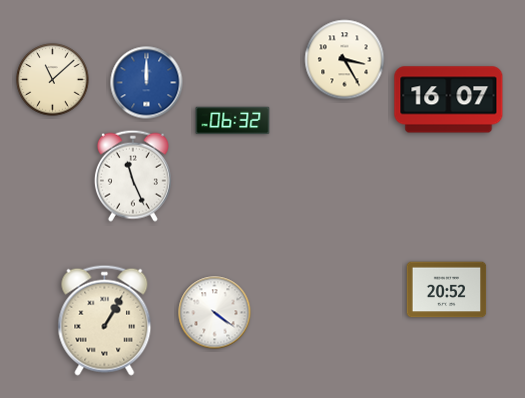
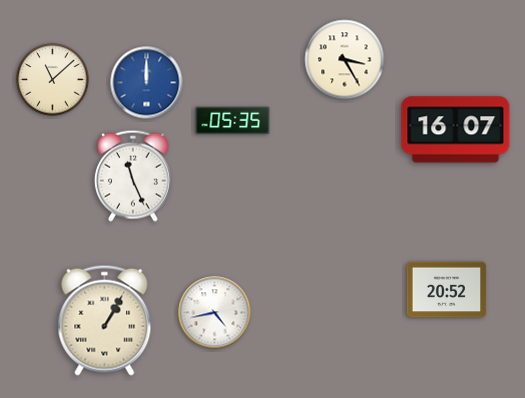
clock at (449, 100) position: (449, 100) -> (456, 130)
clock at (233, 121): 06:32 -> 05:35
clock at (215, 313): 4:21 -> 4:43
